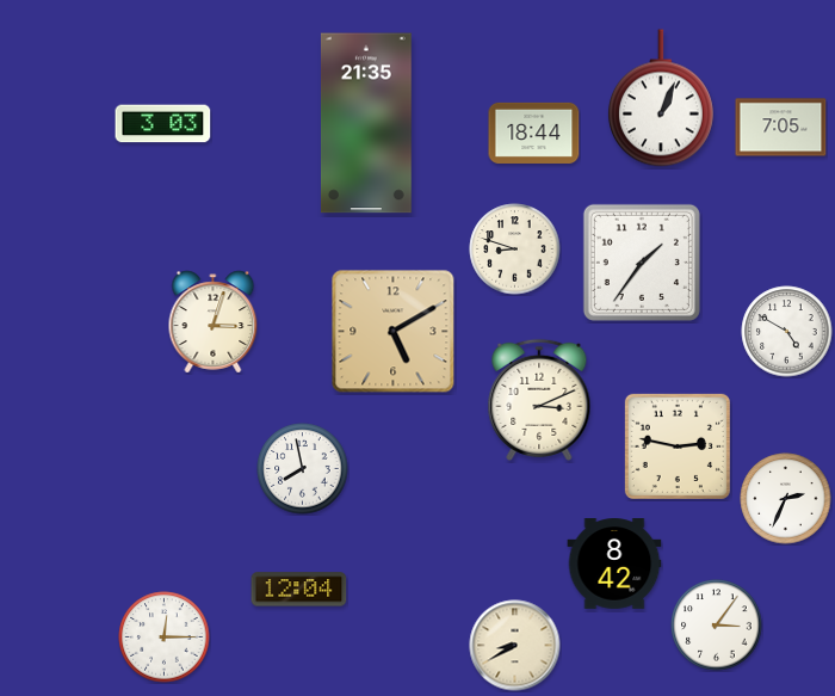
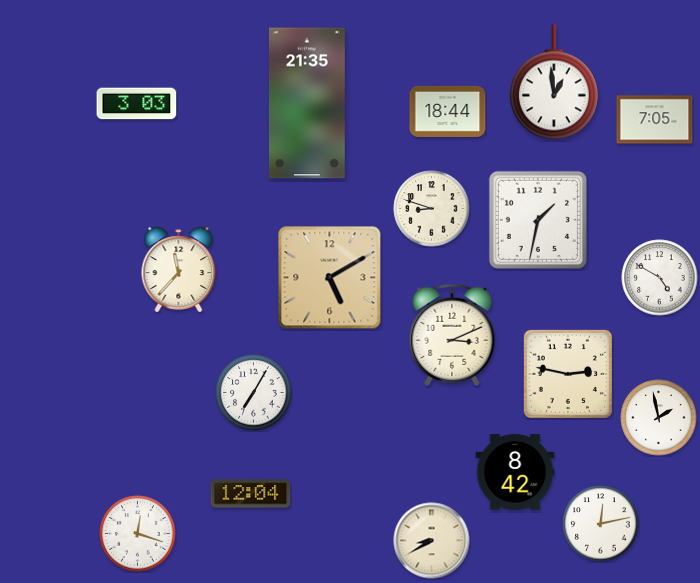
clock at (661, 98): 1:04 -> 12:59
clock at (781, 128) position: (781, 128) -> (655, 120)
clock at (642, 263): 1:36 -> 1:32
clock at (214, 322): 3:03 -> 11:37
clock at (303, 469): 7:58 -> 7:05
clock at (786, 499): 2:34 -> 1:58
clock at (717, 626): 3:06 -> 12:13
clock at (165, 638): 12:15 -> 12:18
